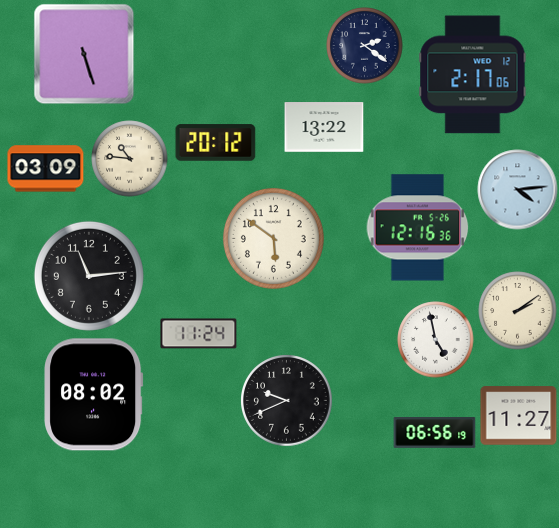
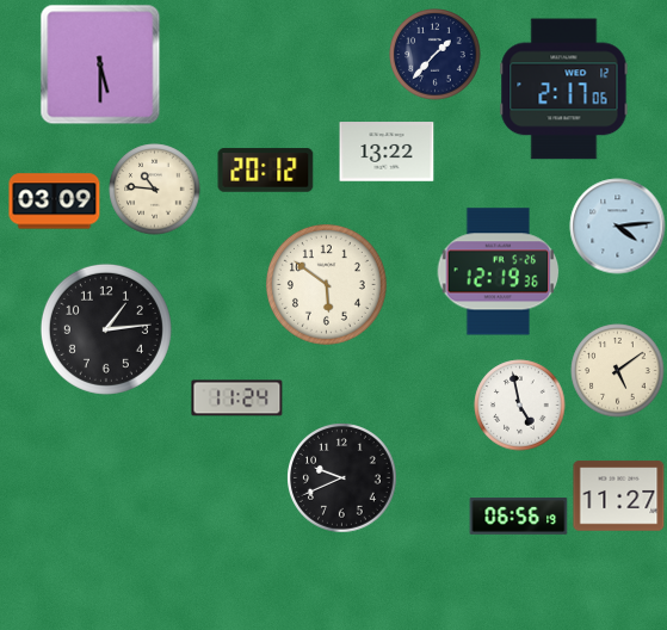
clock at (365, 46): 2:21 -> 1:37
clock at (84, 54): 5:27 -> 5:30
clock at (216, 143) position: (216, 143) -> (266, 171)
clock at (418, 228): 12:16 -> 12:19
clock at (89, 276): 11:14 -> 1:14
clock at (518, 311): 2:09 -> 5:09
clock at (94, 395): 08:02 -> none
